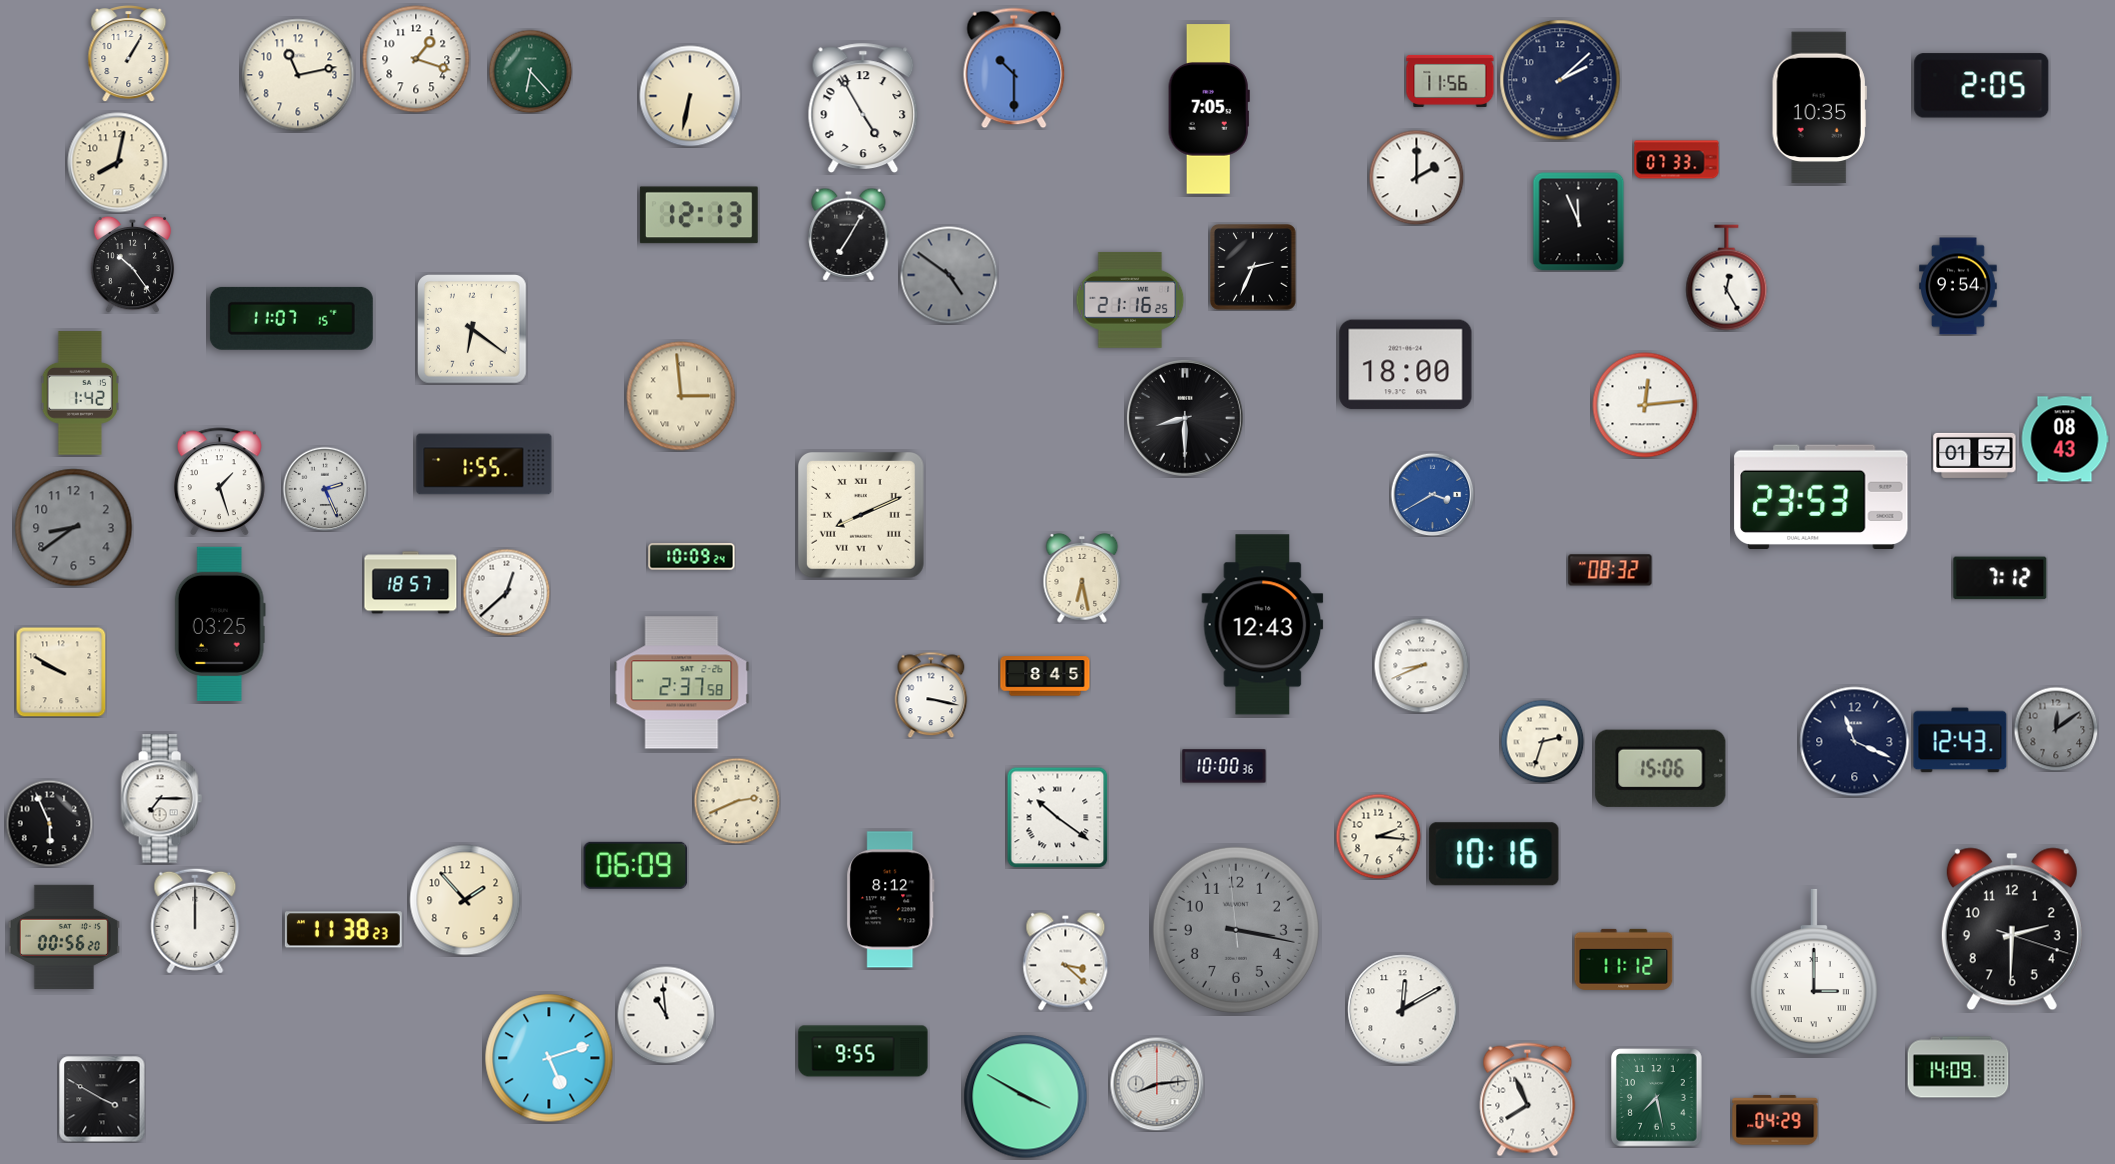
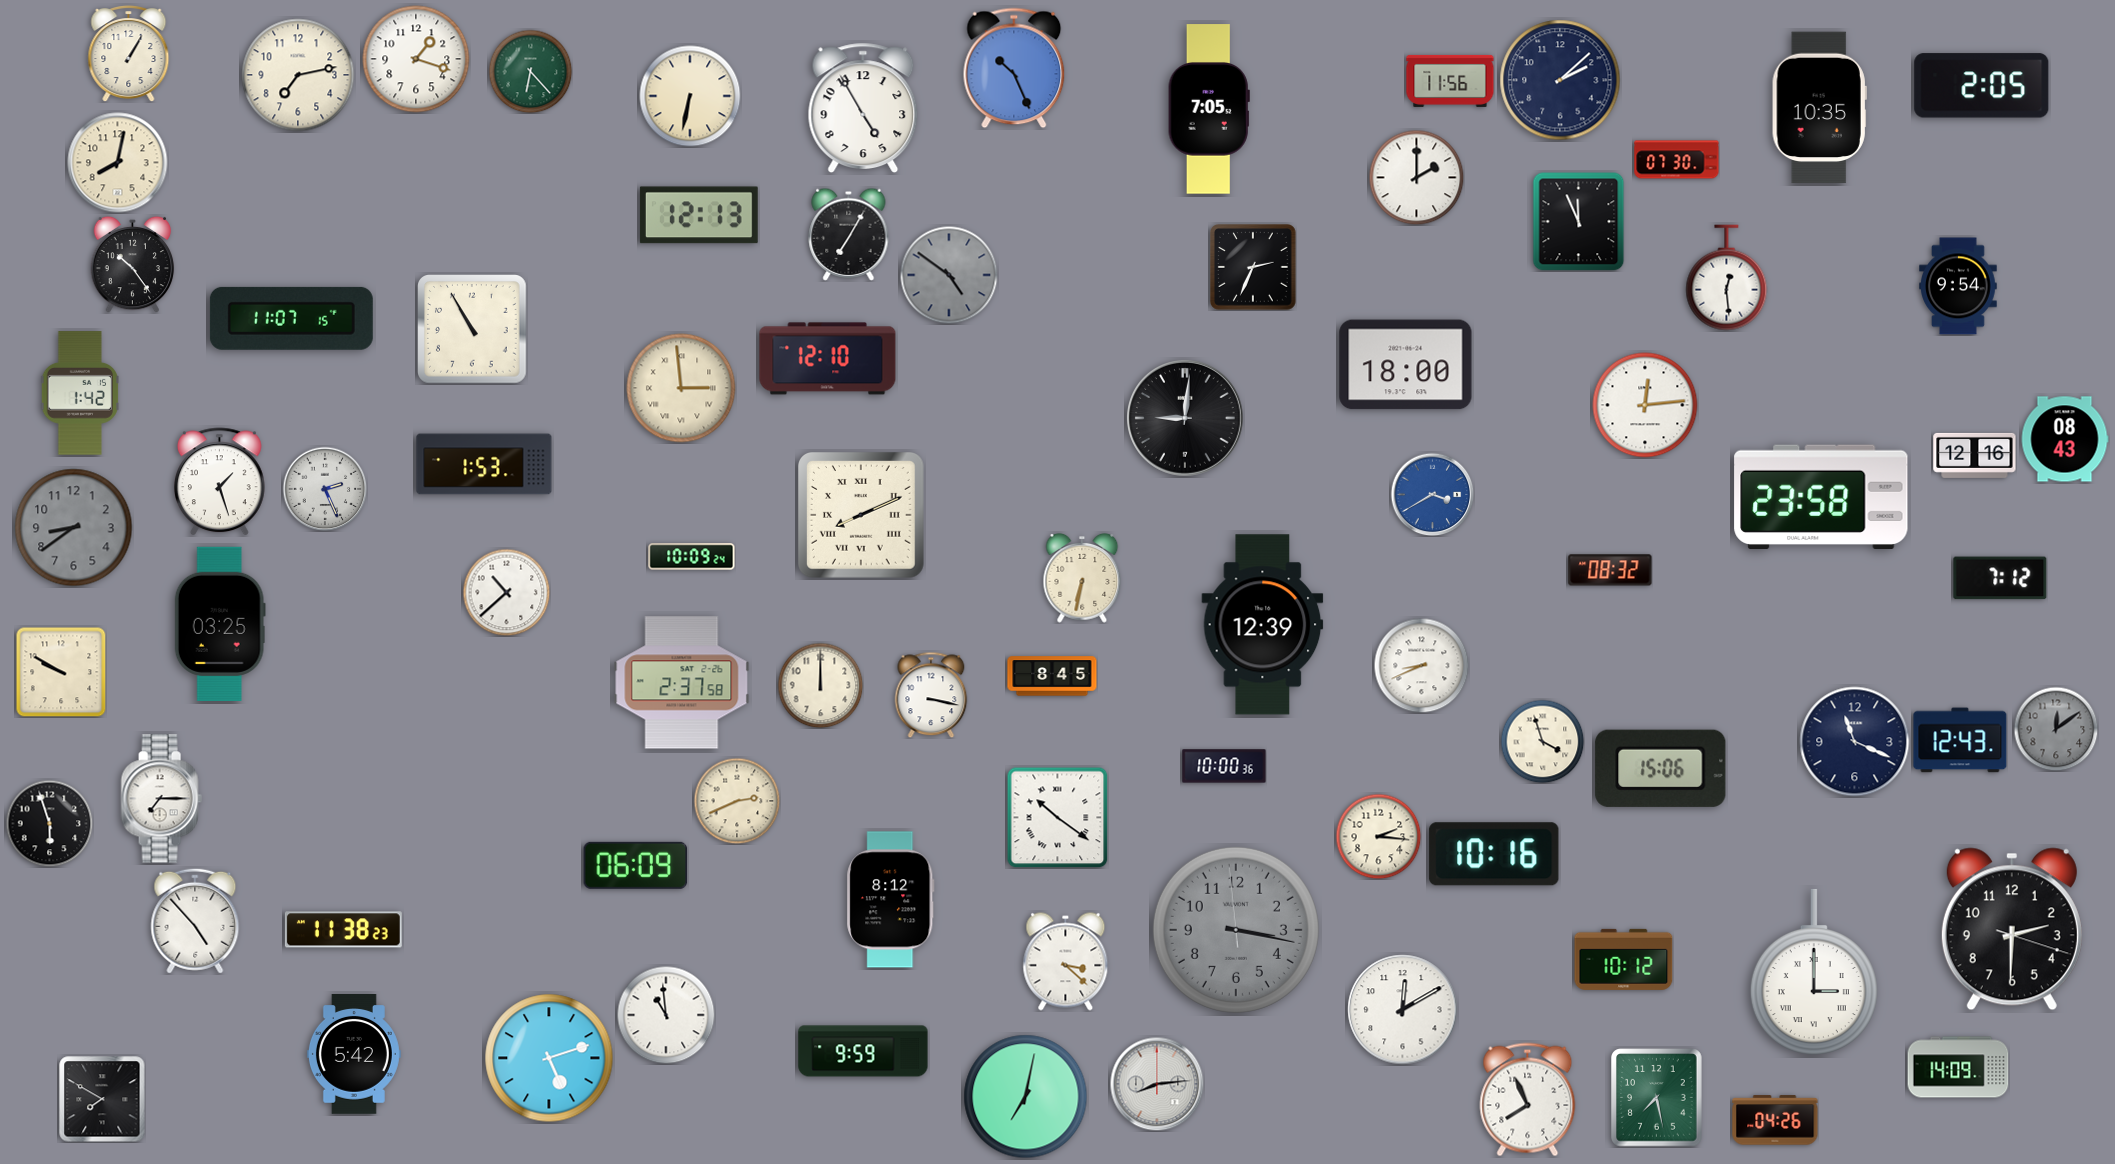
clock at (1014, 68): 10:30 -> 10:26
clock at (298, 75): 11:13 -> 7:13
clock at (1677, 160): 07:33 -> 07:30
clock at (1727, 278): 12:25 -> 12:29
clock at (1130, 301): 21:16 -> none
clock at (473, 330): 6:21 -> 10:55
clock at (828, 359): none -> 12:10
clock at (681, 396) position: (681, 396) -> (681, 388)
clock at (1186, 419): 8:30 -> 9:01
clock at (1975, 455): 01:57 -> 12:16
clock at (484, 464): 1:55 -> 1:53
clock at (1821, 497): 23:53 -> 23:58
clock at (1082, 578): 6:28 -> 6:32
clock at (411, 583): 18:57 -> none
clock at (506, 592): 12:38 -> 10:38
clock at (1263, 625): 12:43 -> 12:39
clock at (1045, 676) position: (1045, 676) -> (1052, 676)
clock at (820, 685): none -> 12:00
clock at (1542, 741): 2:33 -> 3:57
clock at (49, 823): 5:56 -> 5:57
clock at (465, 900): 1:53 -> none
clock at (195, 921): 12:00 -> 4:53
clock at (64, 937): 00:56 -> none
clock at (1624, 959): 11:12 -> 10:12
clock at (863, 1051): 9:55 -> 9:59
clock at (354, 1054): none -> 5:42
clock at (1026, 1097): 3:50 -> 7:02
clock at (102, 1099): 3:50 -> 7:50
clock at (1775, 1120): 04:29 -> 04:26
